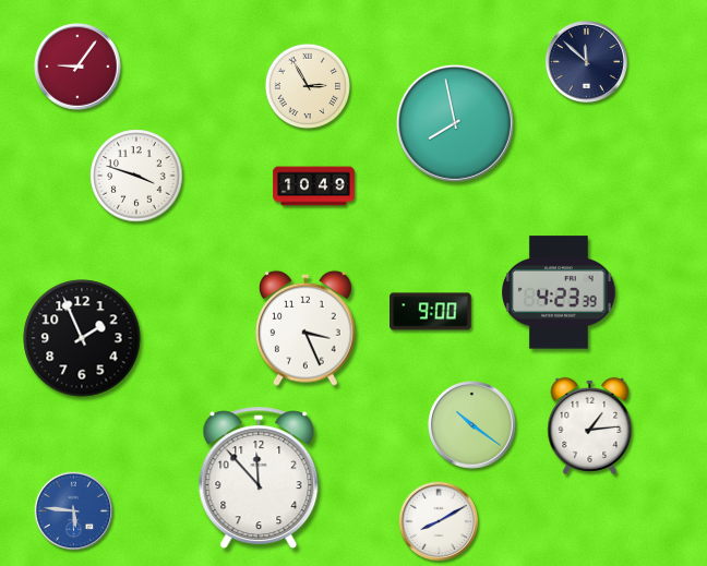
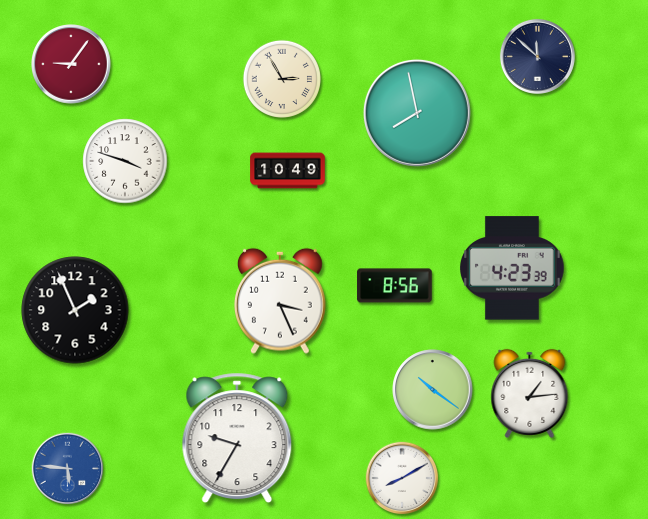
clock at (77, 67) position: (77, 67) -> (71, 64)
clock at (431, 312): 9:00 -> 8:56
clock at (590, 425) position: (590, 425) -> (530, 393)
clock at (259, 478): 11:53 -> 9:35
